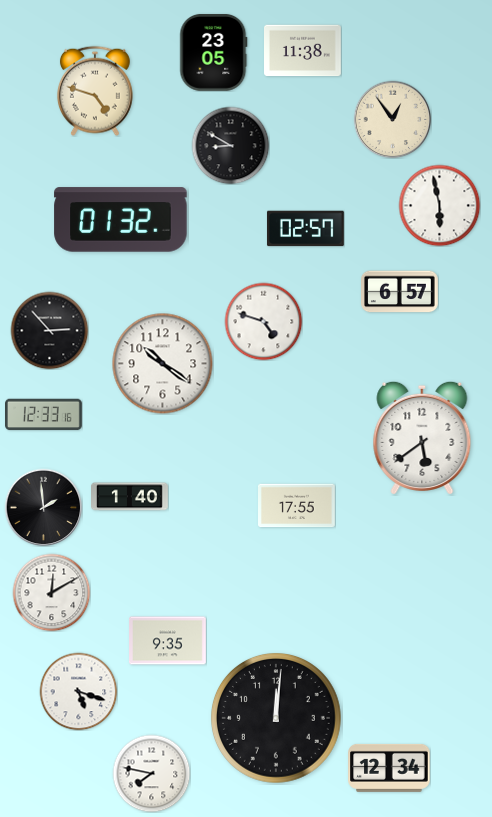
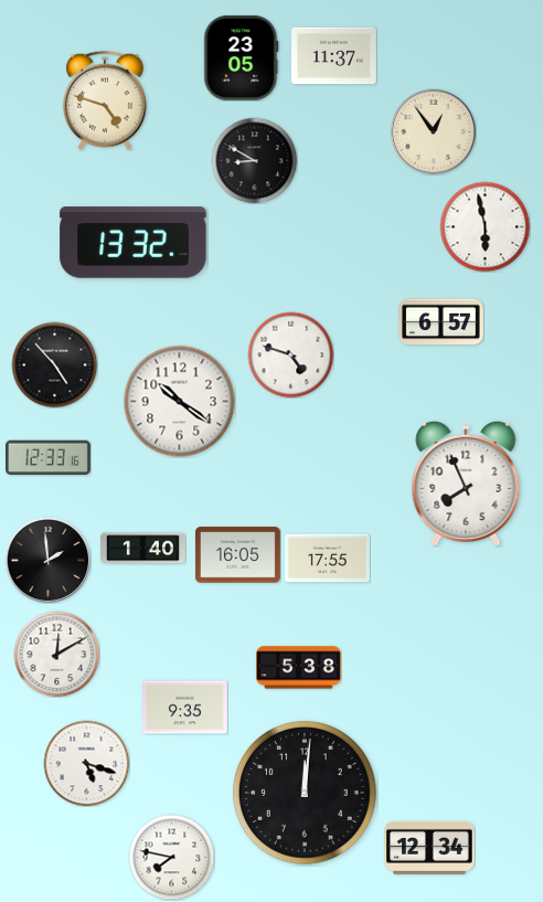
clock at (303, 51): 11:38 -> 11:37
clock at (214, 52) position: (214, 52) -> (242, 57)
clock at (121, 220): 01:32 -> 13:32
clock at (305, 229): 02:57 -> none
clock at (49, 330): 2:53 -> 4:53
clock at (422, 438): 5:39 -> 7:56
clock at (238, 555): none -> 16:05
clock at (299, 668): none -> 5:38
clock at (151, 773) position: (151, 773) -> (171, 857)
